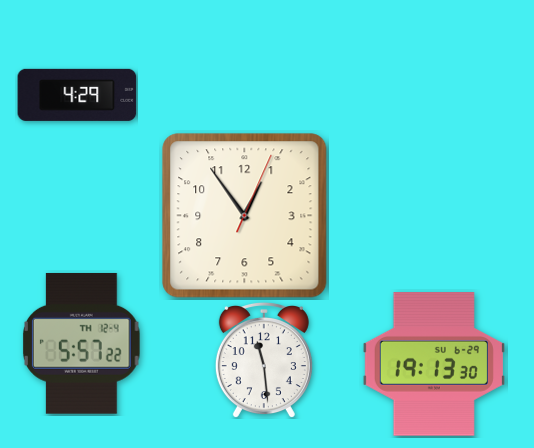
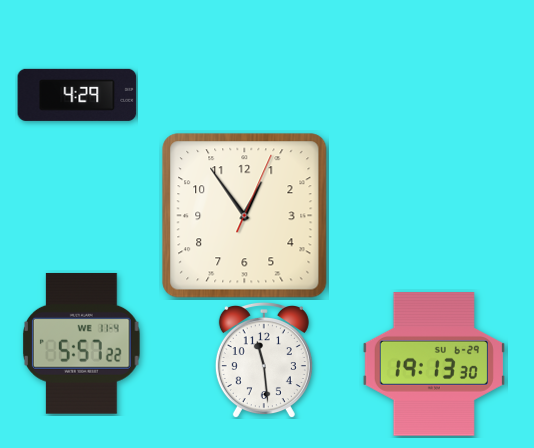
clock at (82, 343) date: TH 12-4 -> WE 11-4
